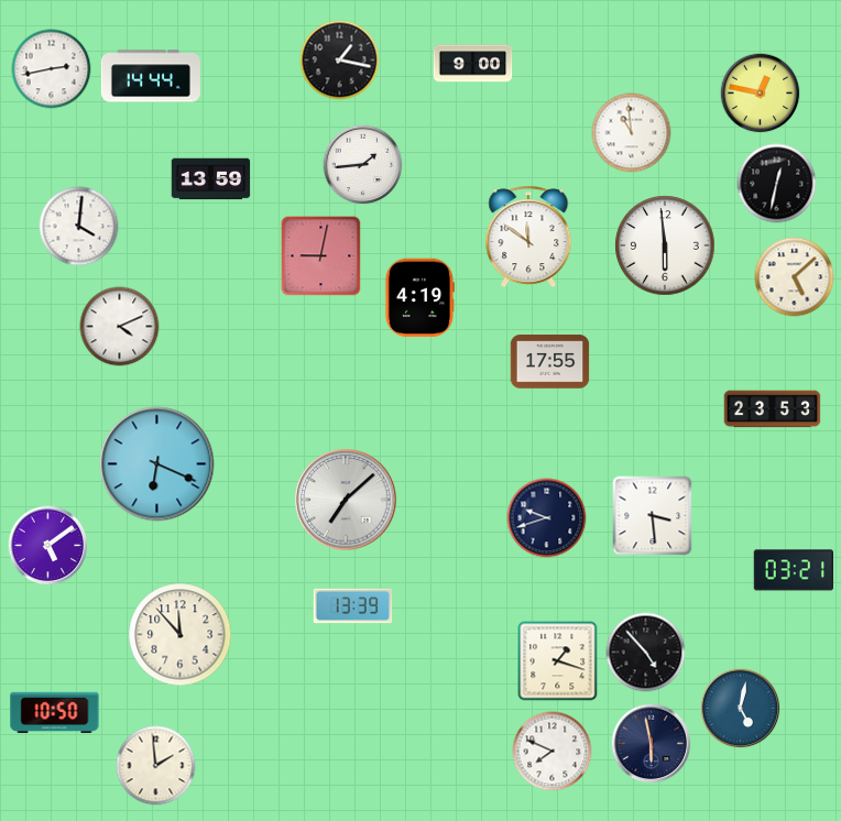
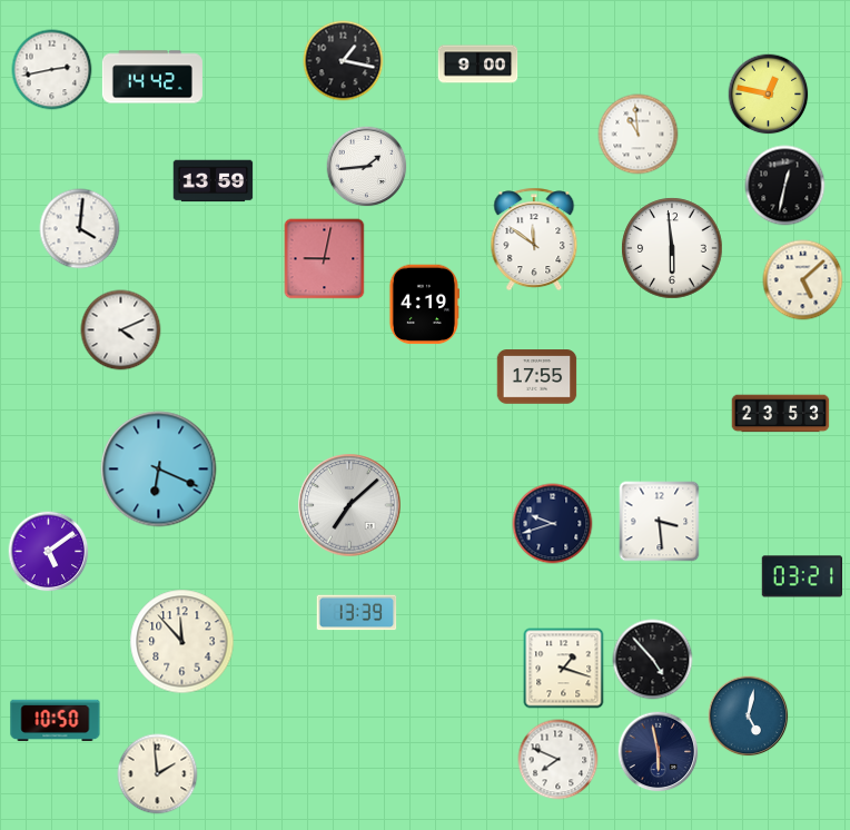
clock at (151, 76): 14:44 -> 14:42
clock at (418, 298) position: (418, 298) -> (423, 305)
clock at (550, 362) position: (550, 362) -> (537, 377)
